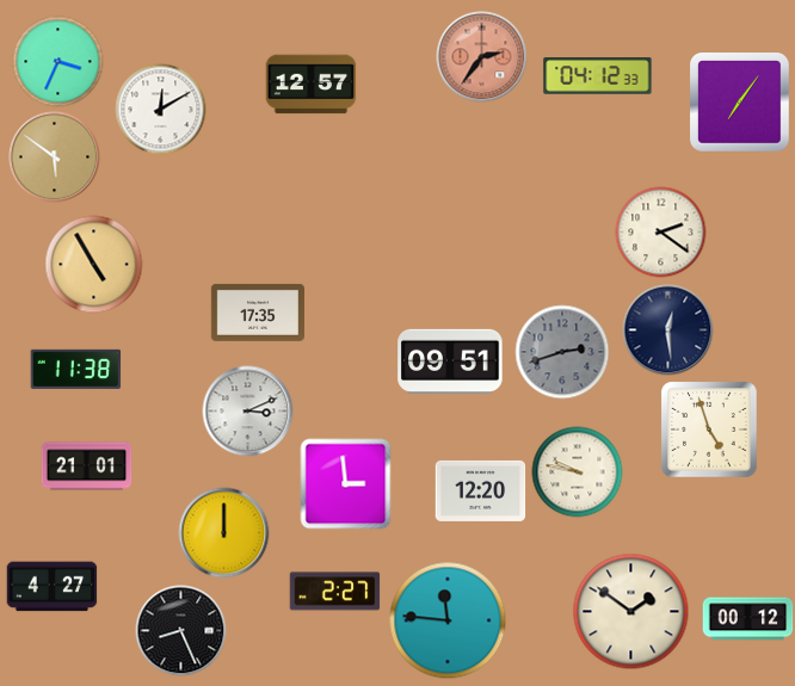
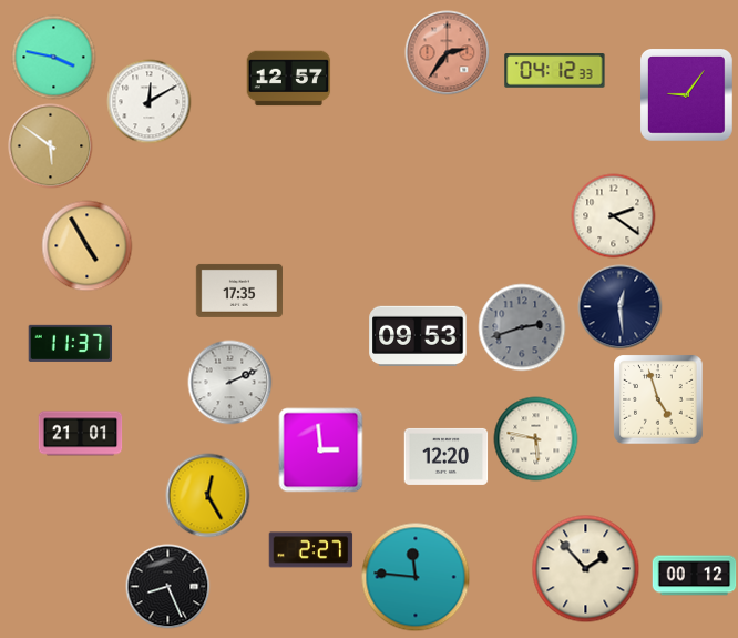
clock at (58, 62): 3:34 -> 3:47
clock at (740, 103): 7:06 -> 9:06
clock at (450, 360): 09:51 -> 09:53
clock at (76, 369): 11:38 -> 11:37
clock at (248, 412): 3:11 -> 2:11
clock at (578, 472): 9:47 -> 5:47
clock at (224, 533): 12:00 -> 12:25
clock at (53, 587): 4:27 -> none
clock at (631, 612): 1:51 -> 1:53
